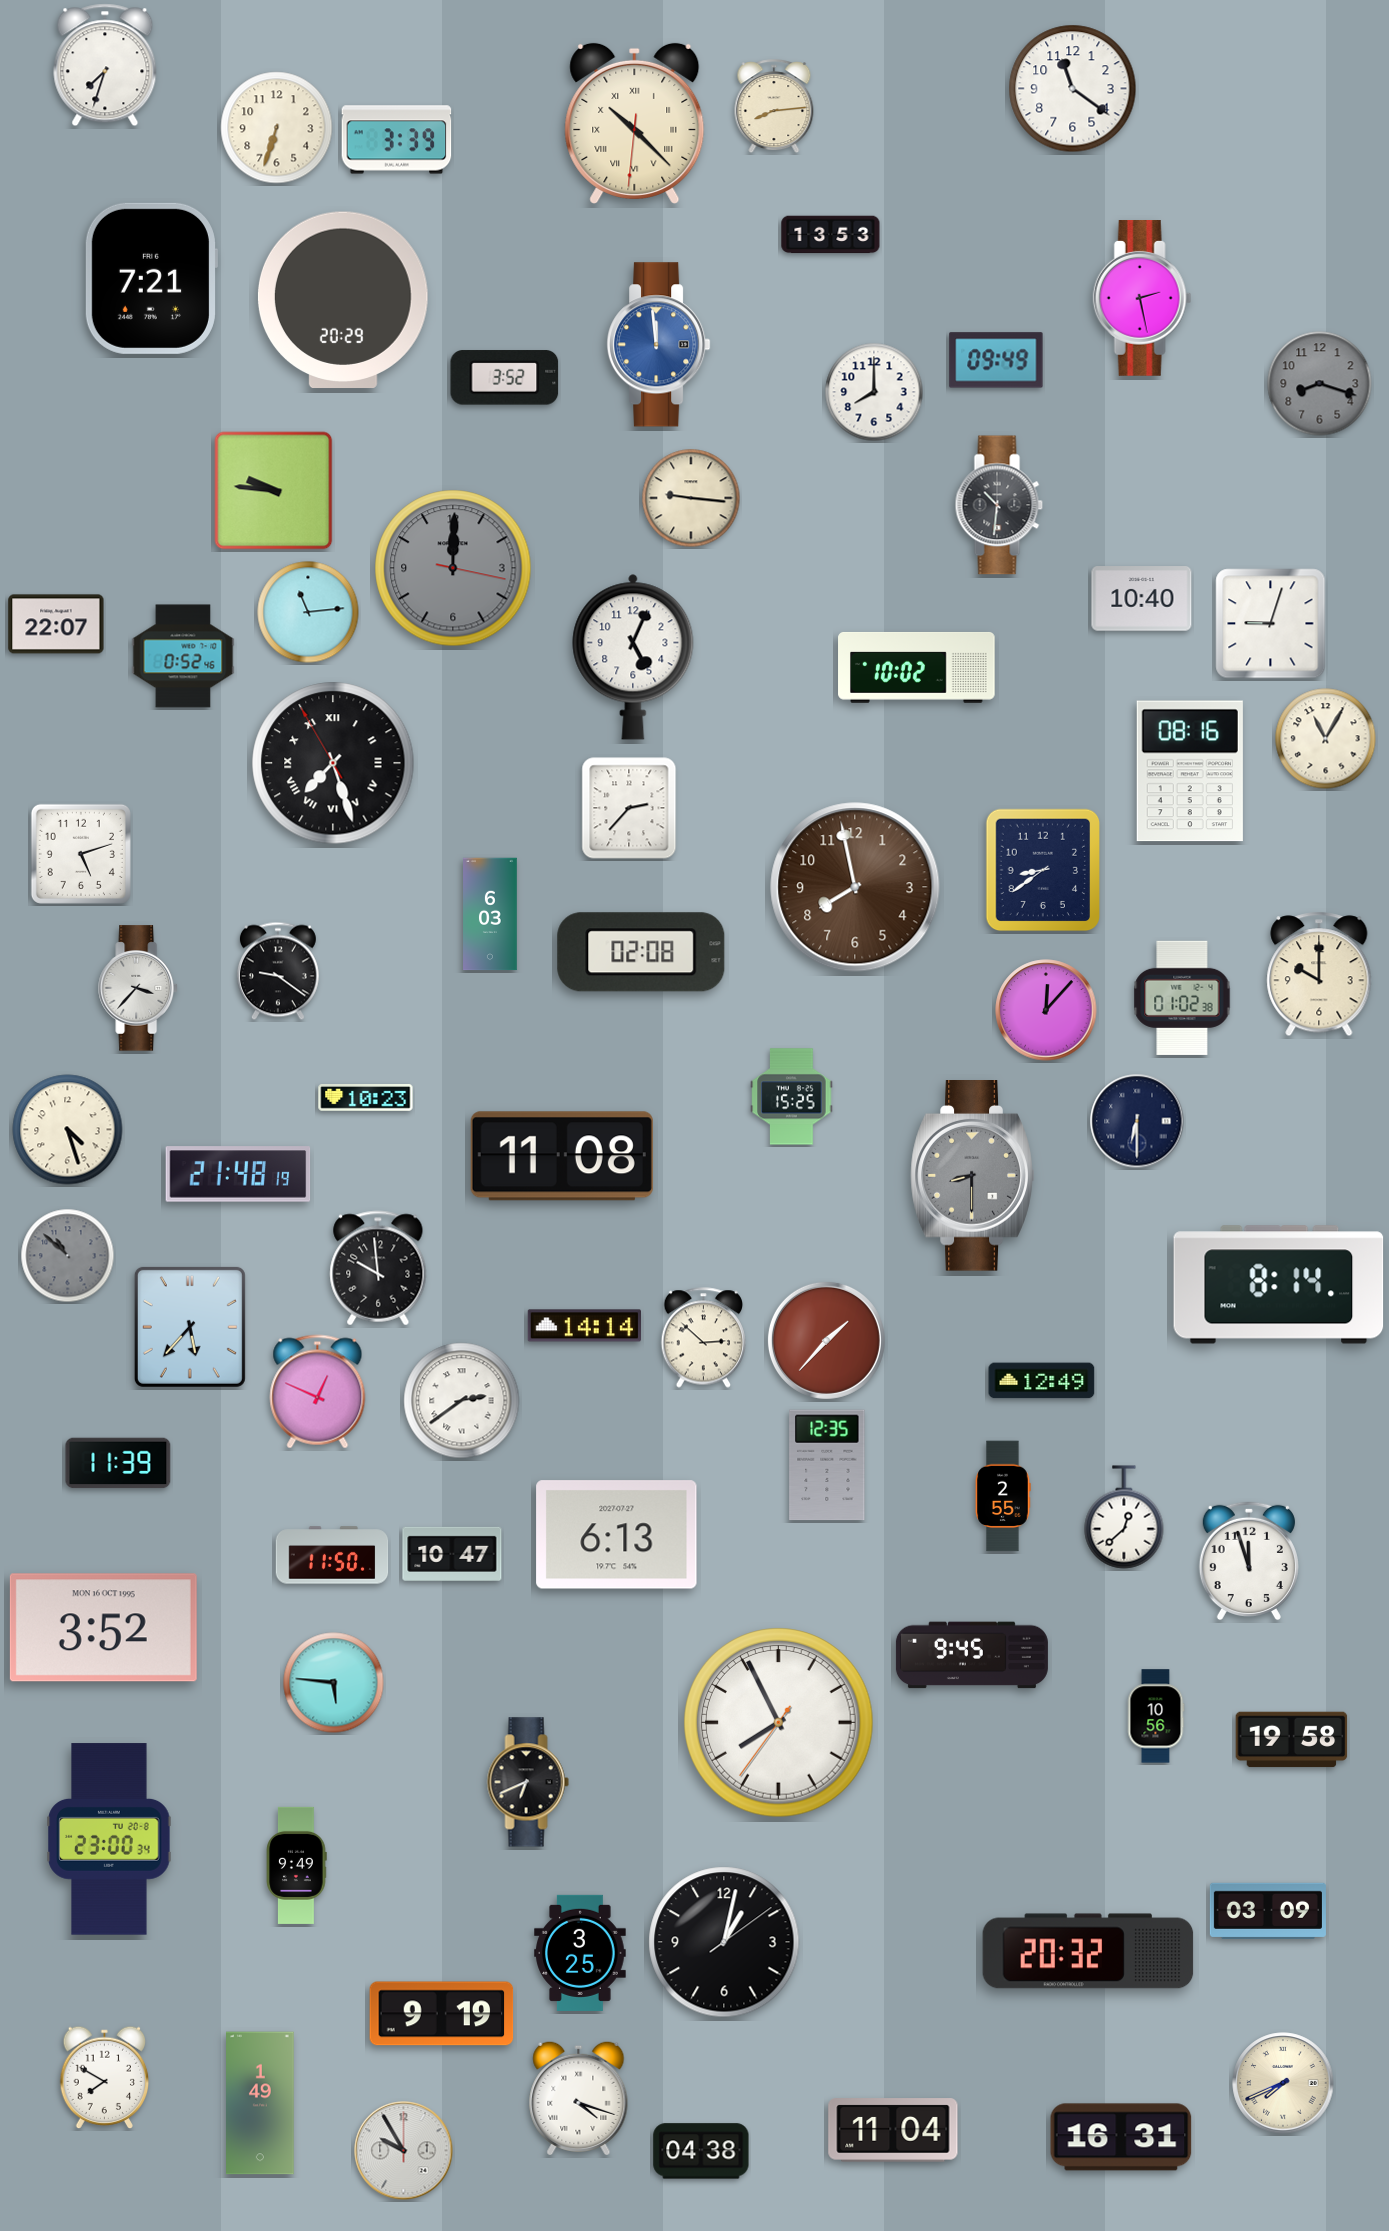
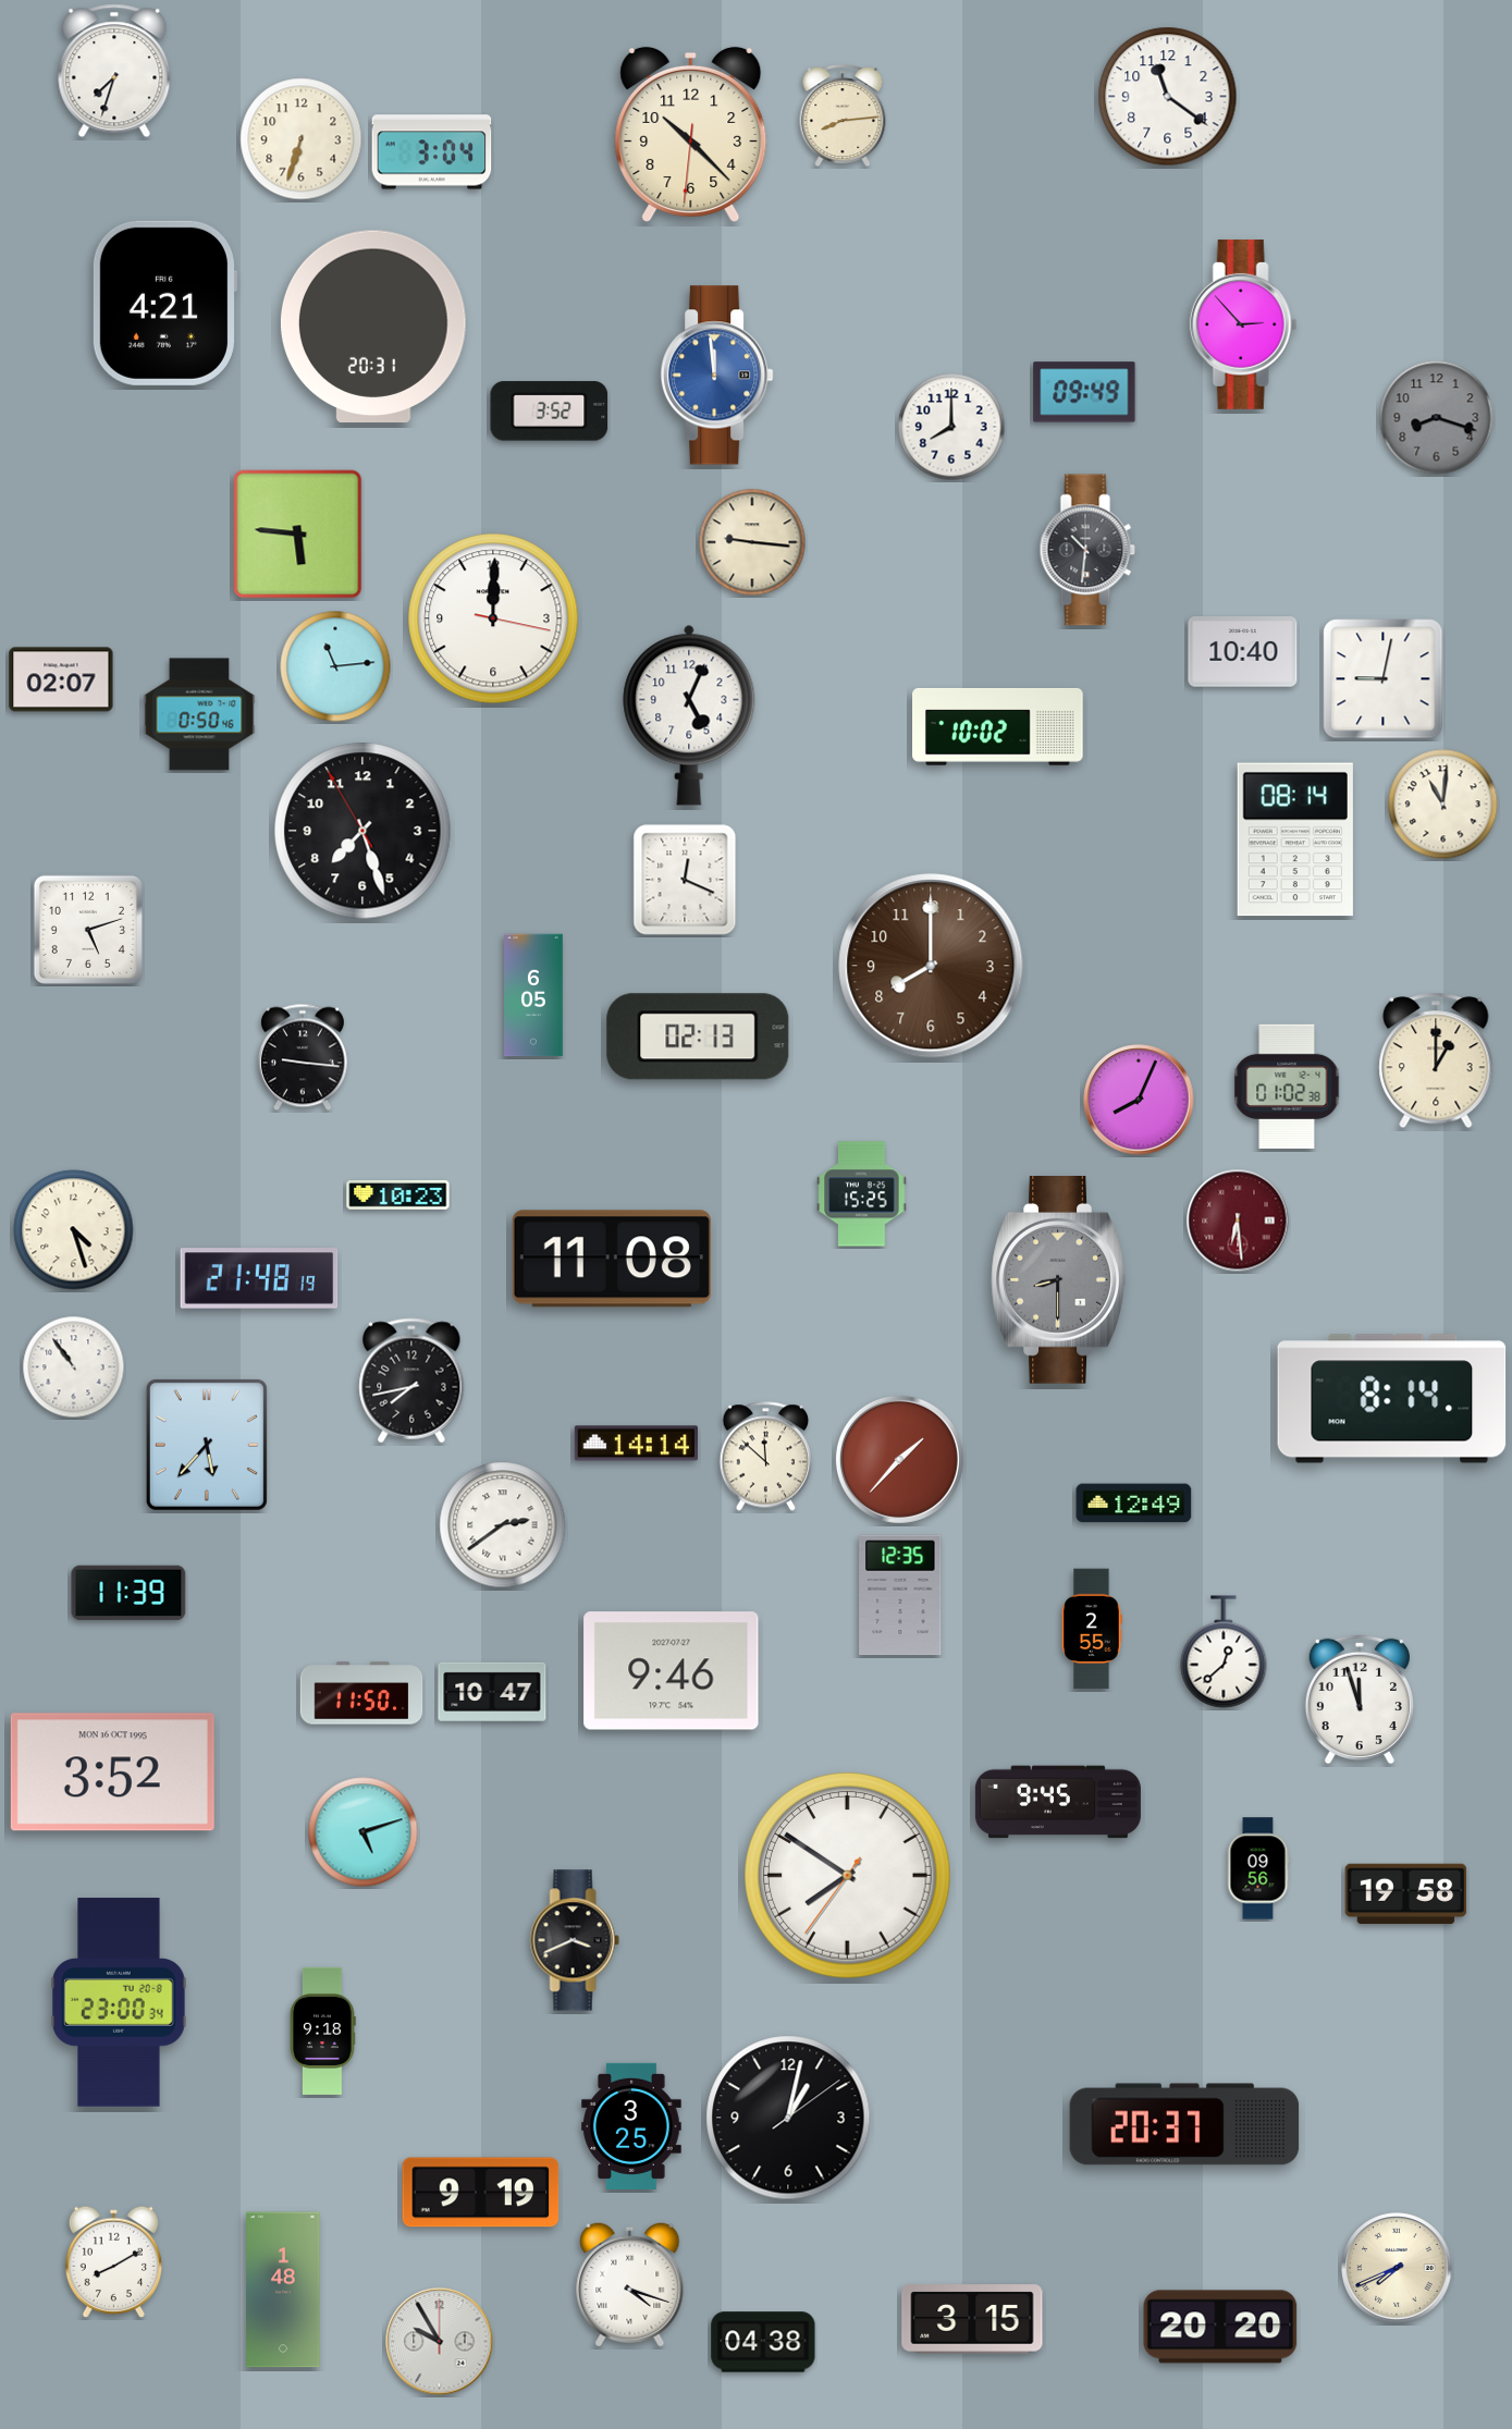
clock at (635, 123) numerals: Roman -> Arabic
clock at (397, 140): 3:39 -> 3:04
clock at (831, 235): 13:53 -> none
clock at (151, 278): 7:21 -> 4:21
clock at (1142, 299): 2:28 -> 2:53
clock at (343, 300): 20:29 -> 20:31
clock at (274, 491): 9:46 -> 5:46
clock at (453, 568) dial: grey -> white
clock at (56, 624): 22:07 -> 02:07
clock at (1271, 624): 9:03 -> 9:02
clock at (183, 656): 0:52 -> 0:50
clock at (1326, 739): 11:05 -> 11:01
clock at (333, 763) numerals: Roman -> Arabic
clock at (1190, 771): 08:16 -> 08:14
clock at (629, 808): 2:37 -> 12:19
clock at (1043, 870): 8:39 -> none
clock at (855, 887): 7:58 -> 8:00
clock at (490, 914): 6:03 -> 6:05
clock at (641, 952): 02:08 -> 02:13
clock at (278, 971): 9:21 -> 9:16
clock at (1319, 974): 10:00 -> 1:00
clock at (138, 988): 3:37 -> none
clock at (1046, 1010): 12:07 -> 8:04
clock at (1137, 1121): 6:30 -> 6:29
clock at (1137, 1121) dial: navy -> burgundy
clock at (68, 1256): 10:52 -> 10:54
clock at (68, 1256) dial: grey -> white
clock at (378, 1268): 9:59 -> 7:43
clock at (704, 1338): 2:52 -> 11:52
clock at (318, 1392): 12:49 -> none
clock at (617, 1535): 6:13 -> 9:46
clock at (334, 1683): 5:46 -> 5:12
clock at (1156, 1716): 10:56 -> 09:56
clock at (779, 1723): 7:55 -> 7:50
clock at (528, 1782): 6:41 -> 3:41
clock at (296, 1865): 9:49 -> 9:18
clock at (1268, 1911): 03:09 -> none
clock at (724, 1942) position: (724, 1942) -> (788, 2118)
clock at (1088, 1951): 20:32 -> 20:37
clock at (105, 2078): 7:50 -> 8:10
clock at (261, 2103): 1:49 -> 1:48
clock at (893, 2130): 11:04 -> 3:15
clock at (1121, 2137): 16:31 -> 20:20
